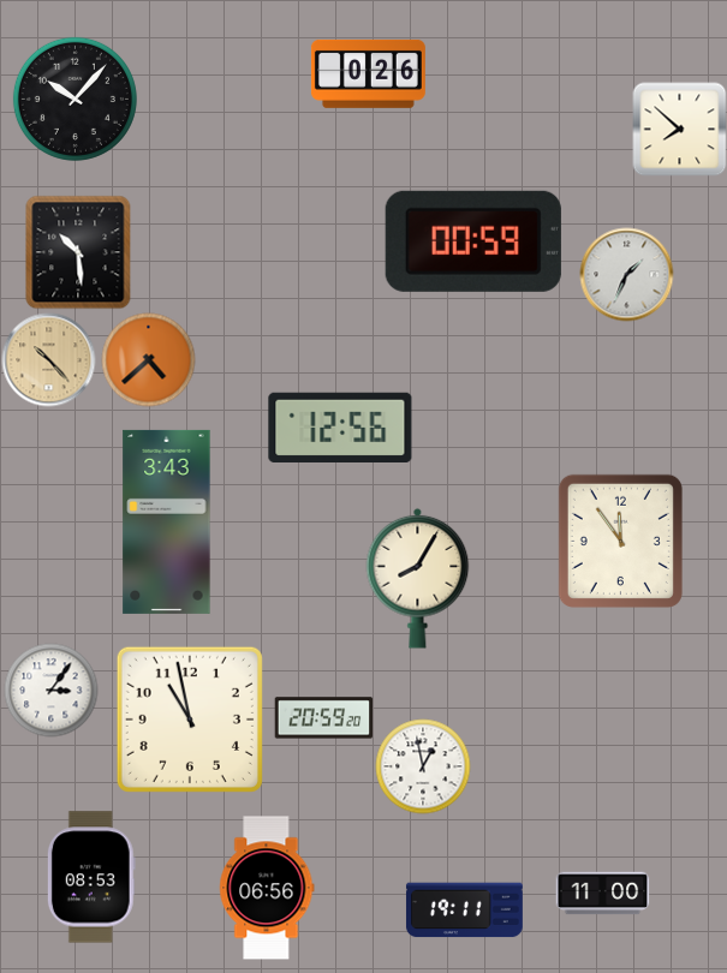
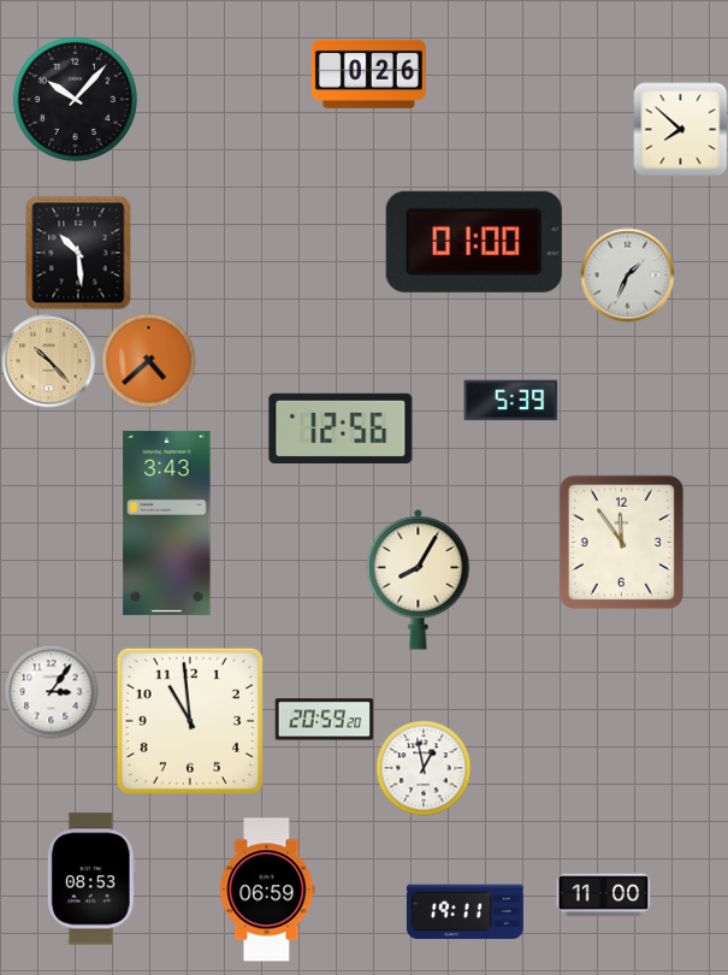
clock at (473, 241): 00:59 -> 01:00
clock at (510, 401): none -> 5:39
clock at (190, 720): 10:58 -> 10:59
clock at (267, 888): 06:56 -> 06:59
